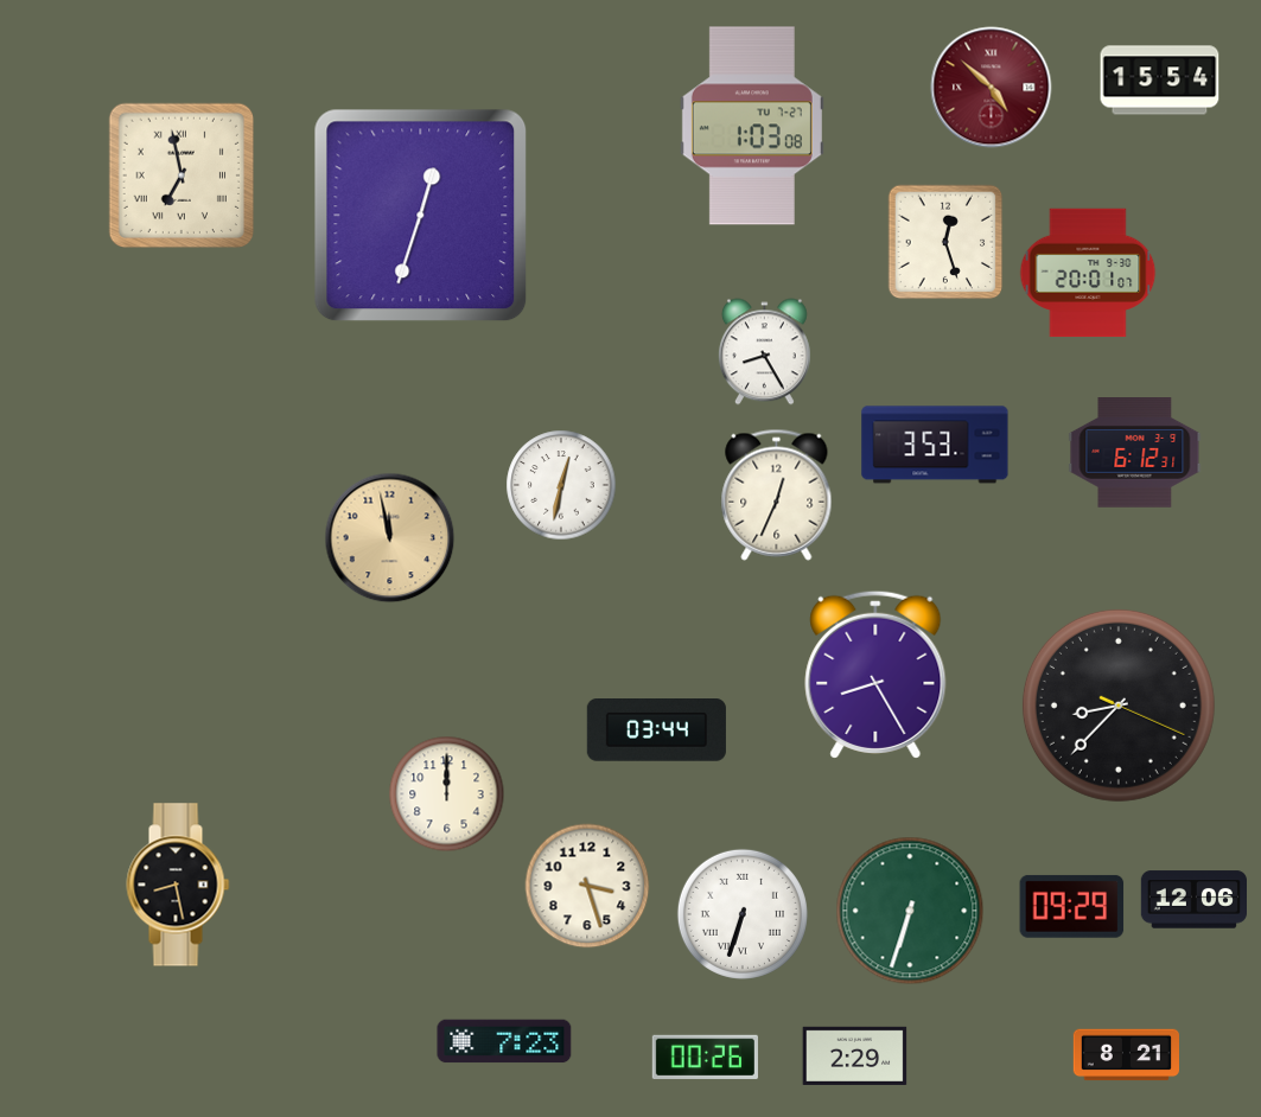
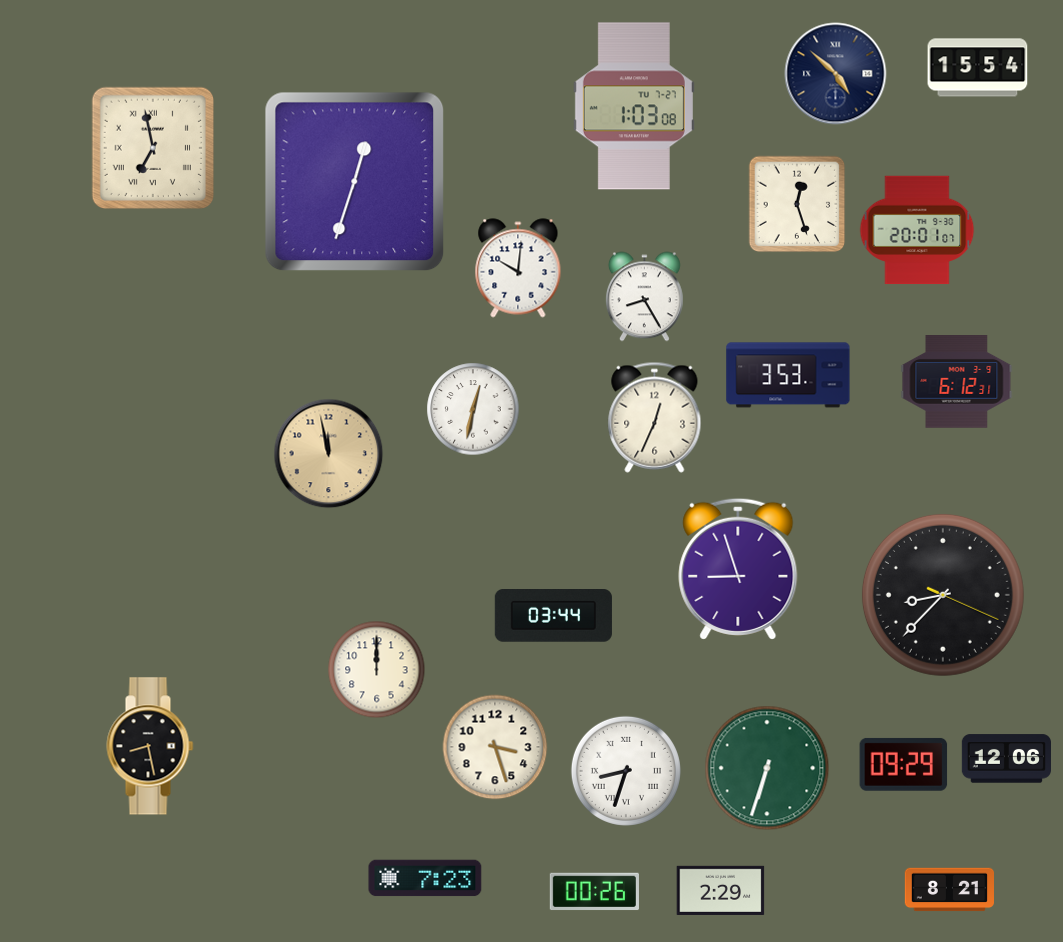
clock at (992, 88) dial: burgundy -> navy
clock at (518, 268): none -> 10:01
clock at (875, 675): 8:25 -> 8:57
clock at (743, 914): 6:33 -> 8:33
